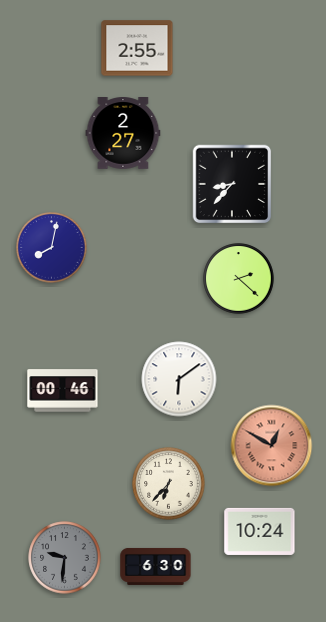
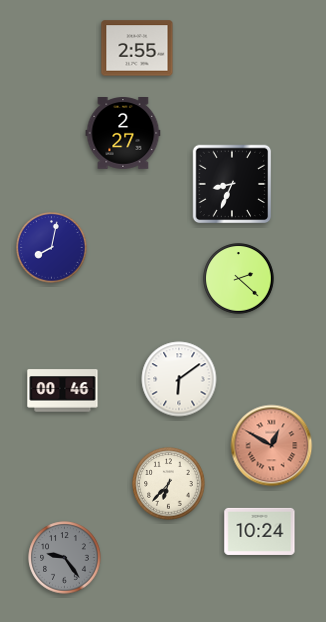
clock at (232, 184): 8:37 -> 8:34
clock at (65, 558): 9:31 -> 9:24
clock at (156, 566): 6:30 -> none
